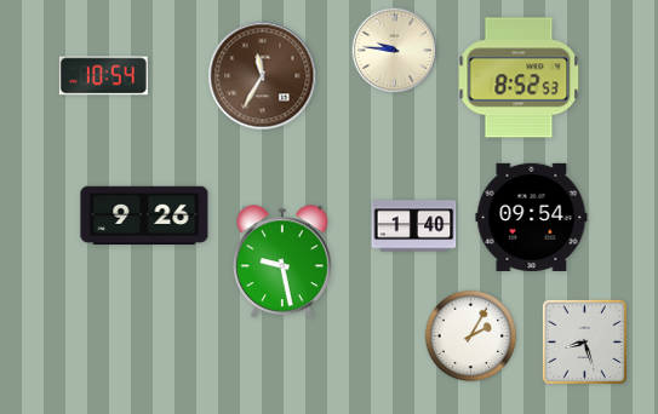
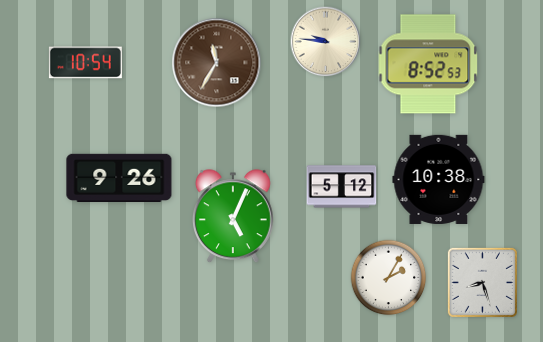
clock at (532, 217): 09:54 -> 10:38
clock at (414, 226): 1:40 -> 5:12
clock at (284, 263): 9:28 -> 5:04
